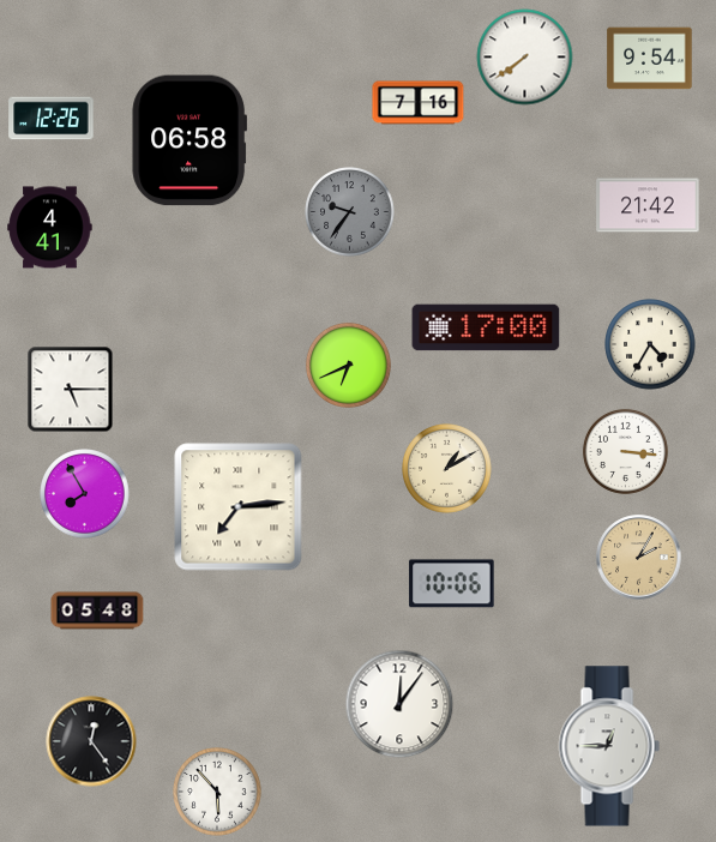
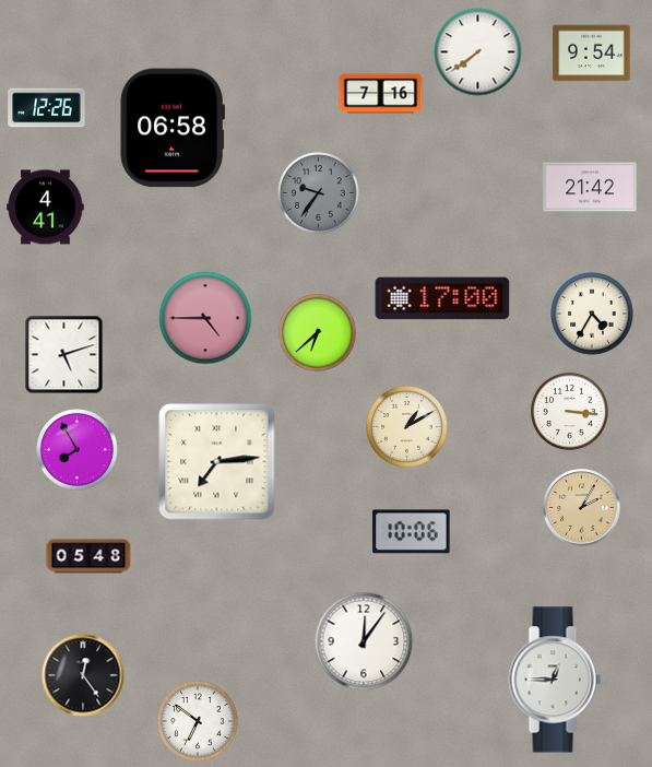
clock at (205, 318): none -> 4:45
clock at (348, 365): 6:41 -> 6:38
clock at (71, 390): 5:15 -> 5:12
clock at (217, 792): 5:53 -> 6:51
